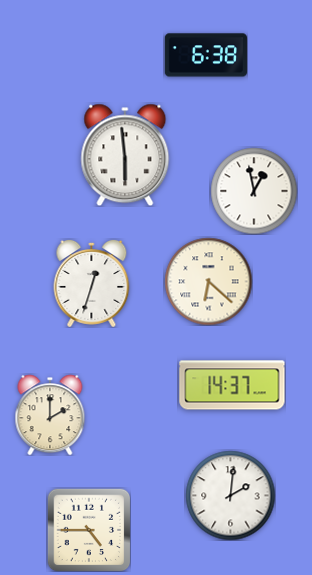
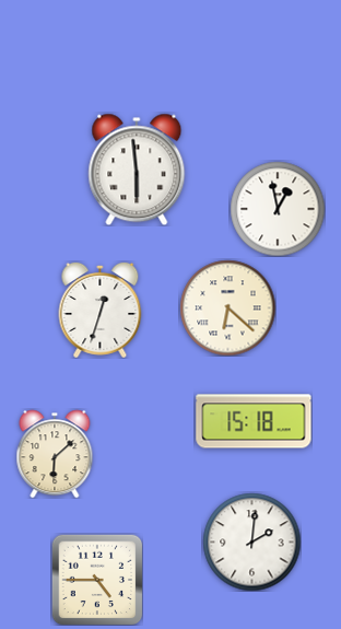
clock at (206, 55): 6:38 -> none
clock at (232, 385): 14:37 -> 15:18
clock at (50, 415): 2:00 -> 6:08
